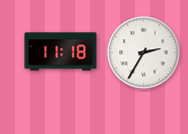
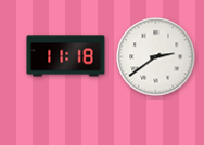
clock at (144, 53): 2:35 -> 2:39
